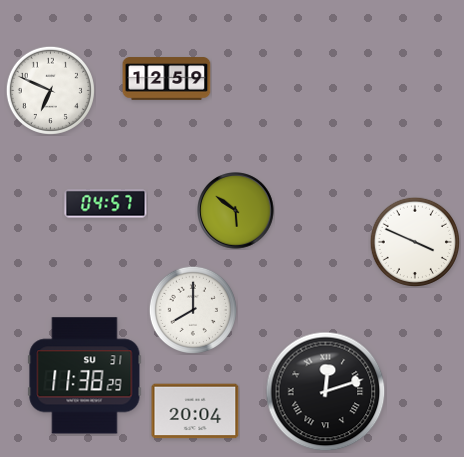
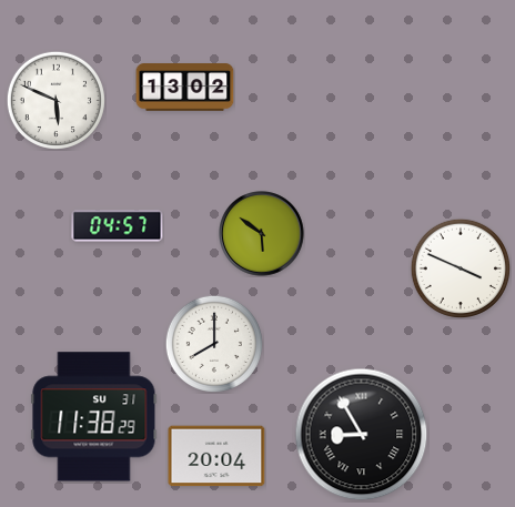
clock at (167, 79): 12:59 -> 13:02
clock at (50, 90): 6:49 -> 5:49
clock at (326, 392): 12:12 -> 8:55
